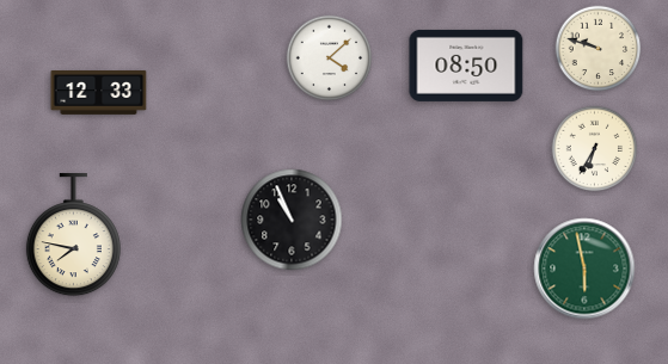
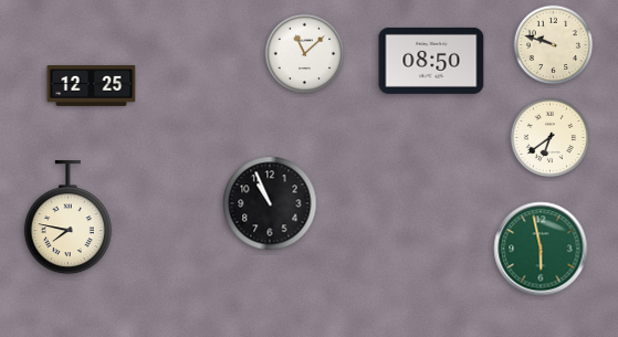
clock at (330, 58): 4:08 -> 11:08
clock at (99, 93): 12:33 -> 12:25
clock at (595, 149): 6:35 -> 6:39
